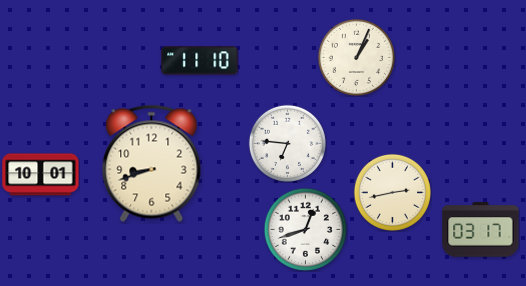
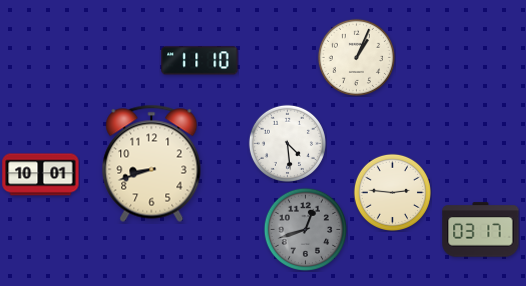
clock at (287, 143): 6:46 -> 4:29
clock at (392, 192): 2:43 -> 2:46
clock at (305, 229) dial: white -> grey
